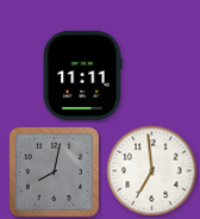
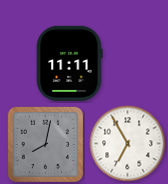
clock at (152, 171): 6:59 -> 6:55
